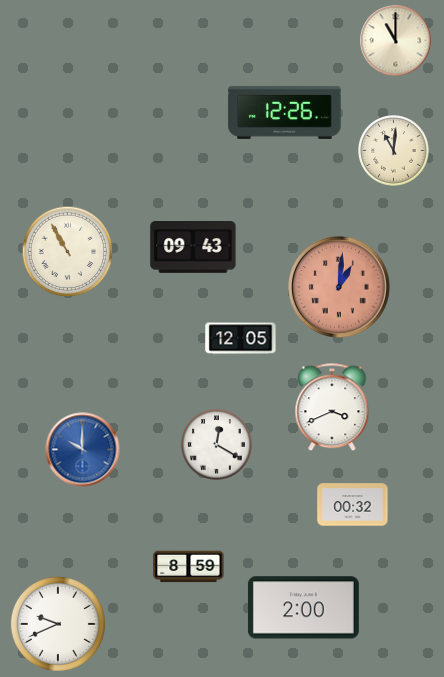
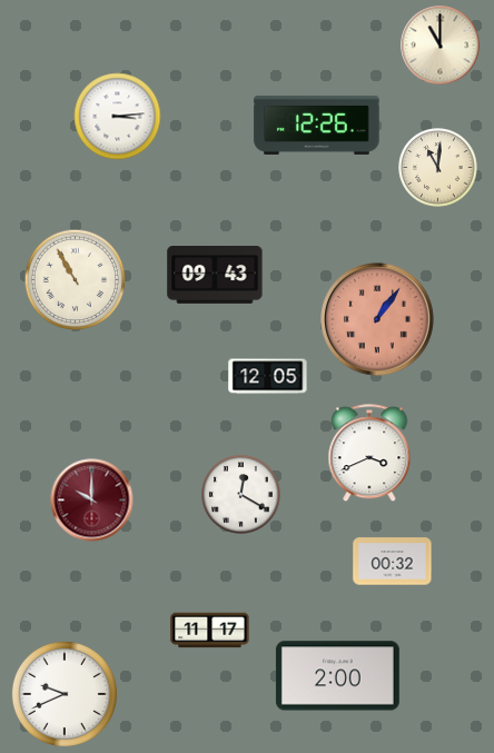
clock at (118, 117): none -> 3:14
clock at (340, 288): 1:01 -> 1:06
clock at (83, 450) dial: blue -> burgundy
clock at (189, 567): 8:59 -> 11:17
